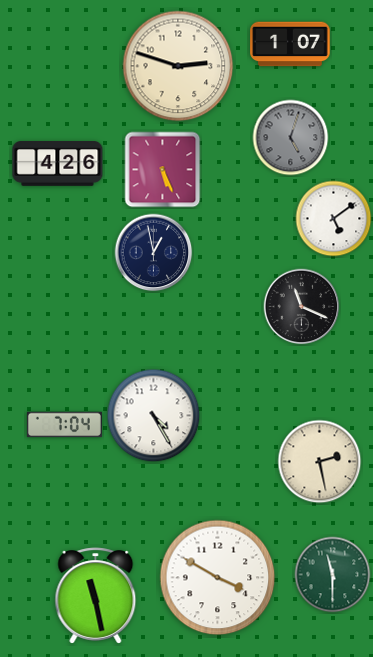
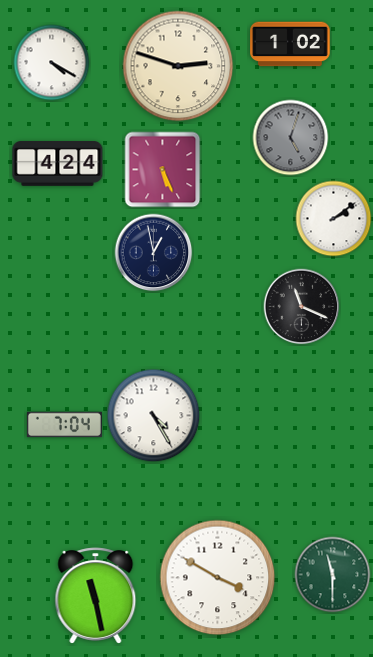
clock at (290, 44): 1:07 -> 1:02
clock at (52, 63): none -> 4:20
clock at (58, 164): 4:26 -> 4:24
clock at (334, 219): 5:09 -> 2:09
clock at (320, 462): 2:28 -> none
